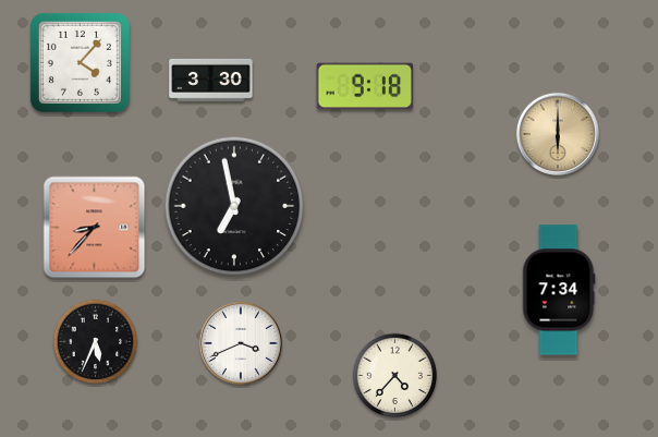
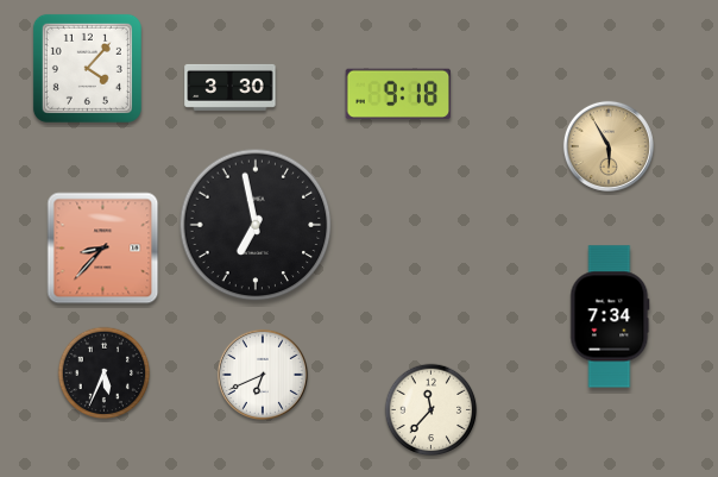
clock at (558, 134): 6:00 -> 5:55
clock at (241, 343): 3:41 -> 6:41
clock at (395, 376): 4:37 -> 11:37
